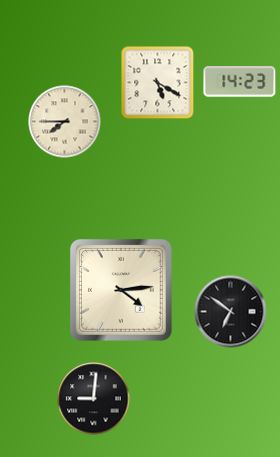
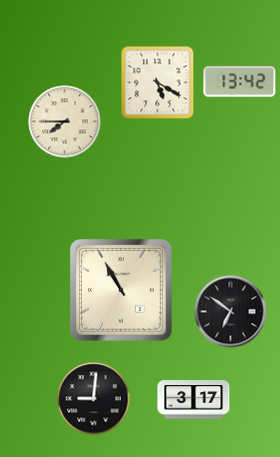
clock at (240, 82): 14:23 -> 13:42
clock at (121, 290): 4:14 -> 10:55
clock at (194, 400): none -> 3:17
